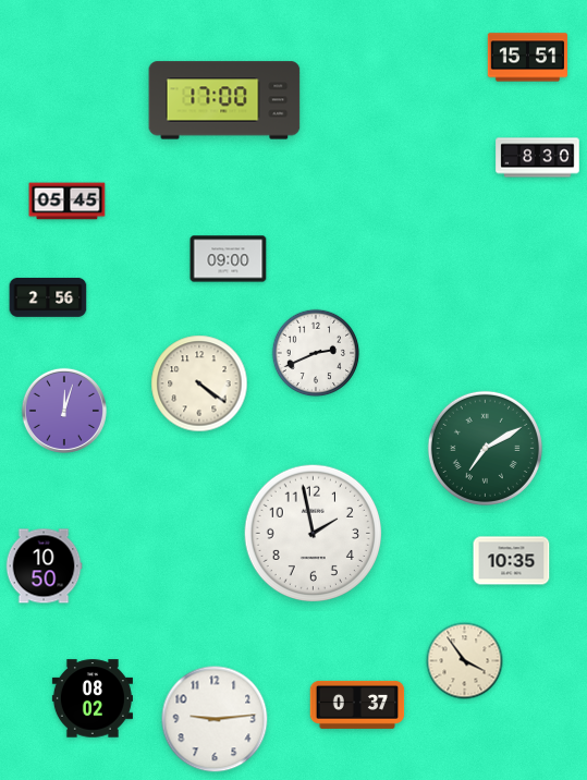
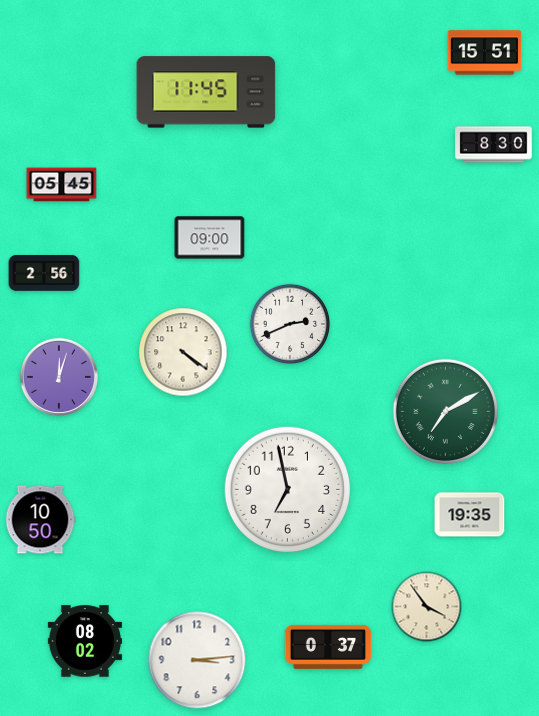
clock at (224, 100): 17:00 -> 11:45
clock at (313, 533): 1:58 -> 6:58
clock at (512, 561): 10:35 -> 19:35
clock at (215, 719): 9:14 -> 3:14
